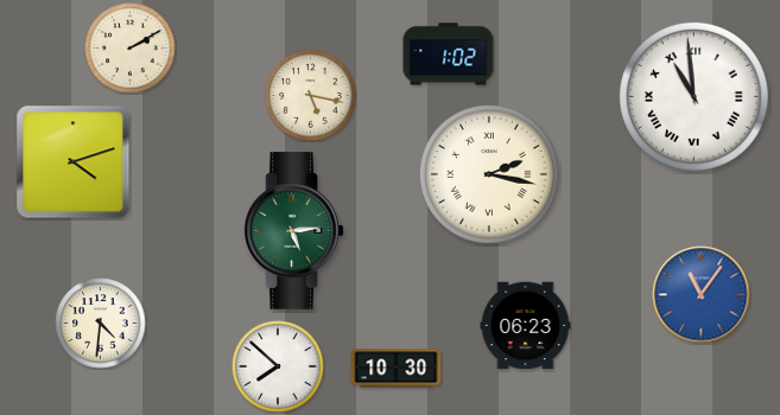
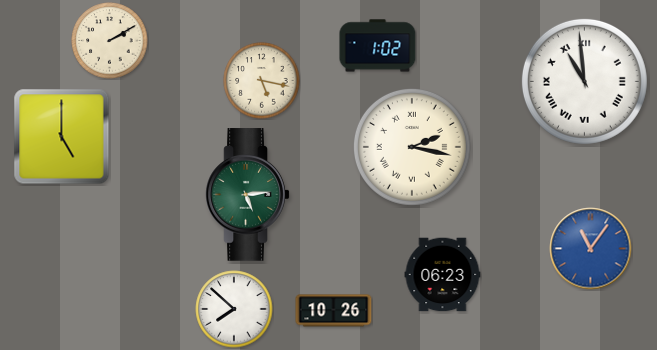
clock at (74, 162): 4:12 -> 5:00
clock at (101, 324): 4:31 -> none
clock at (397, 369): 10:30 -> 10:26
